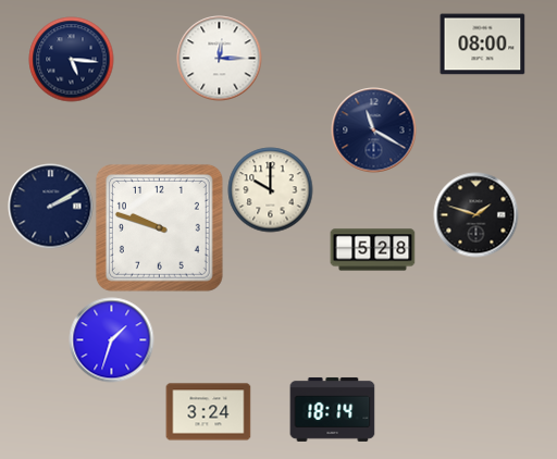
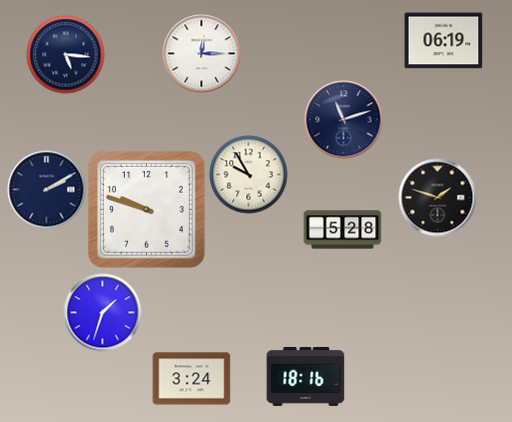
clock at (482, 45): 08:00 -> 06:19
clock at (373, 129): 11:20 -> 11:12
clock at (270, 189): 10:00 -> 9:55
clock at (332, 409): 18:14 -> 18:16
